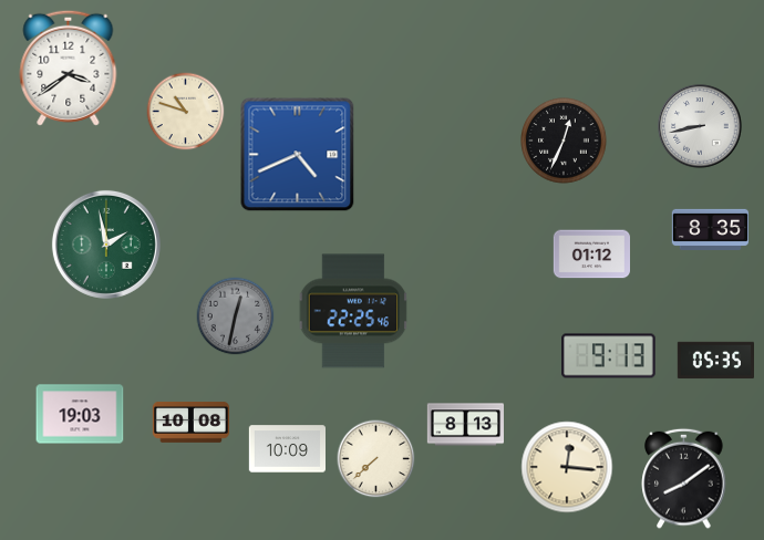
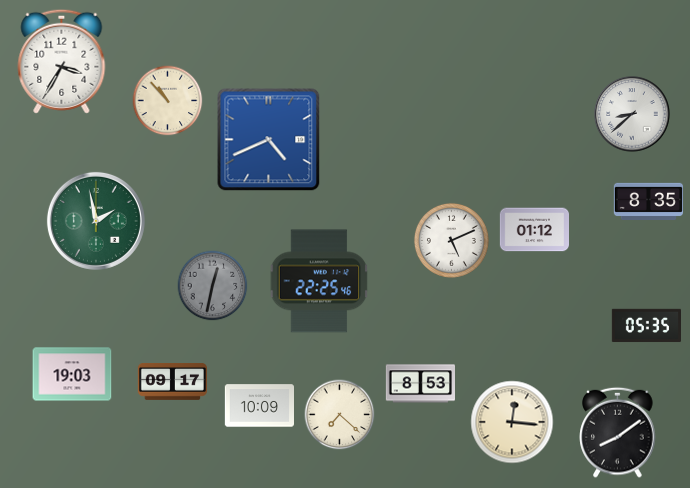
clock at (69, 67): 3:39 -> 3:35
clock at (186, 112): 10:48 -> 10:53
clock at (700, 126): 8:43 -> 8:38
clock at (564, 141): 12:34 -> none
clock at (711, 229) position: (711, 229) -> (649, 201)
clock at (451, 240): none -> 5:11
clock at (609, 356): 9:13 -> none
clock at (190, 423): 10:08 -> 09:17
clock at (466, 425): 8:13 -> 8:53
clock at (376, 459): 7:38 -> 7:22
